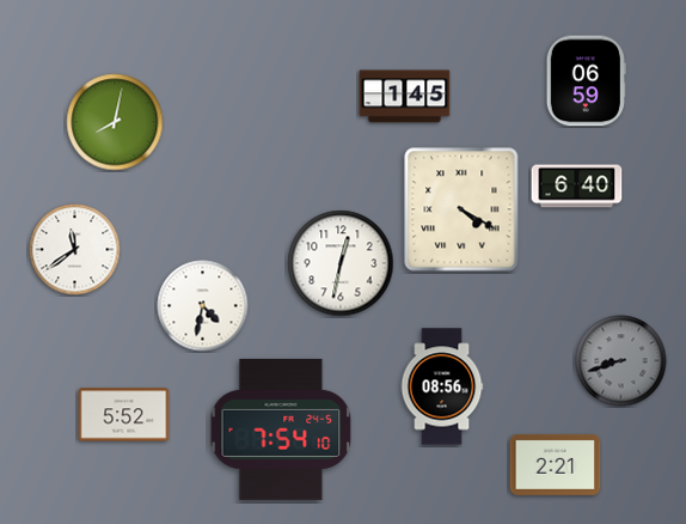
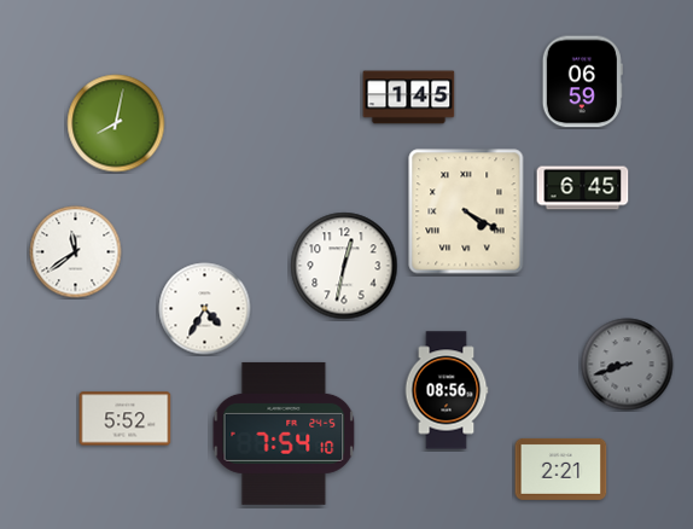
clock at (586, 81) position: (586, 81) -> (582, 82)
clock at (577, 187): 6:40 -> 6:45
clock at (203, 306): 4:32 -> 4:35
